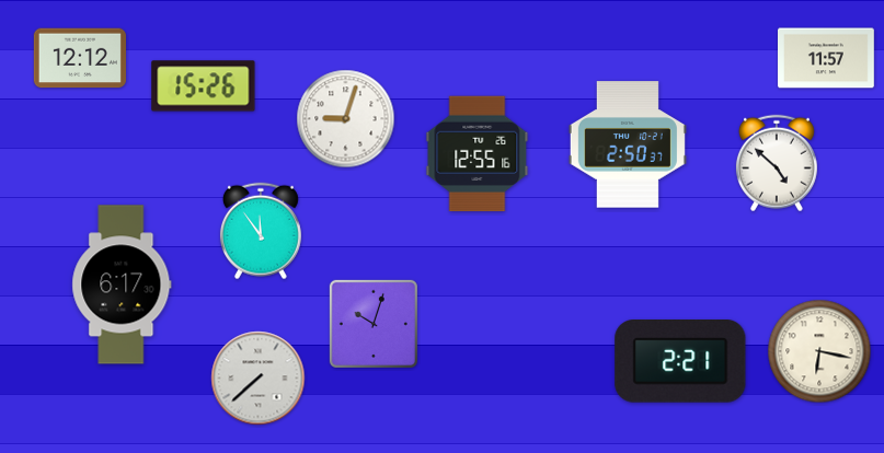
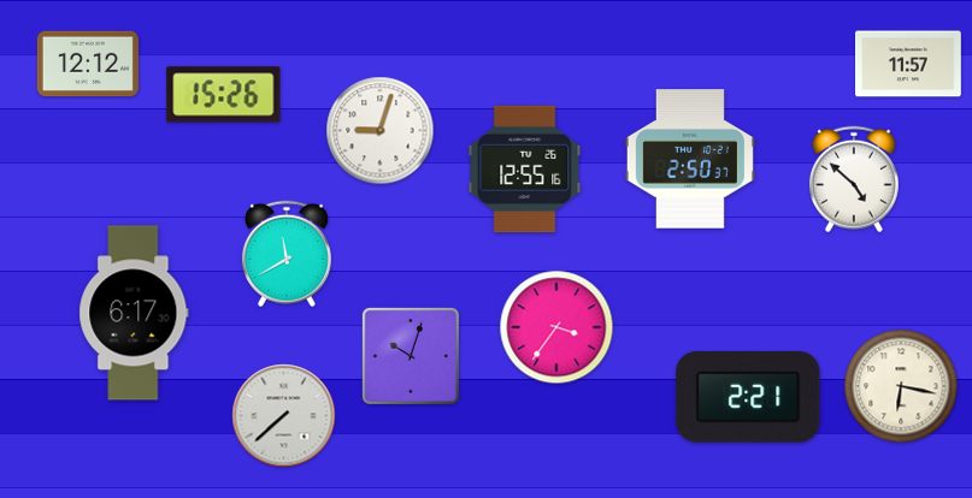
clock at (261, 231): 11:54 -> 11:40
clock at (556, 327): none -> 3:36
